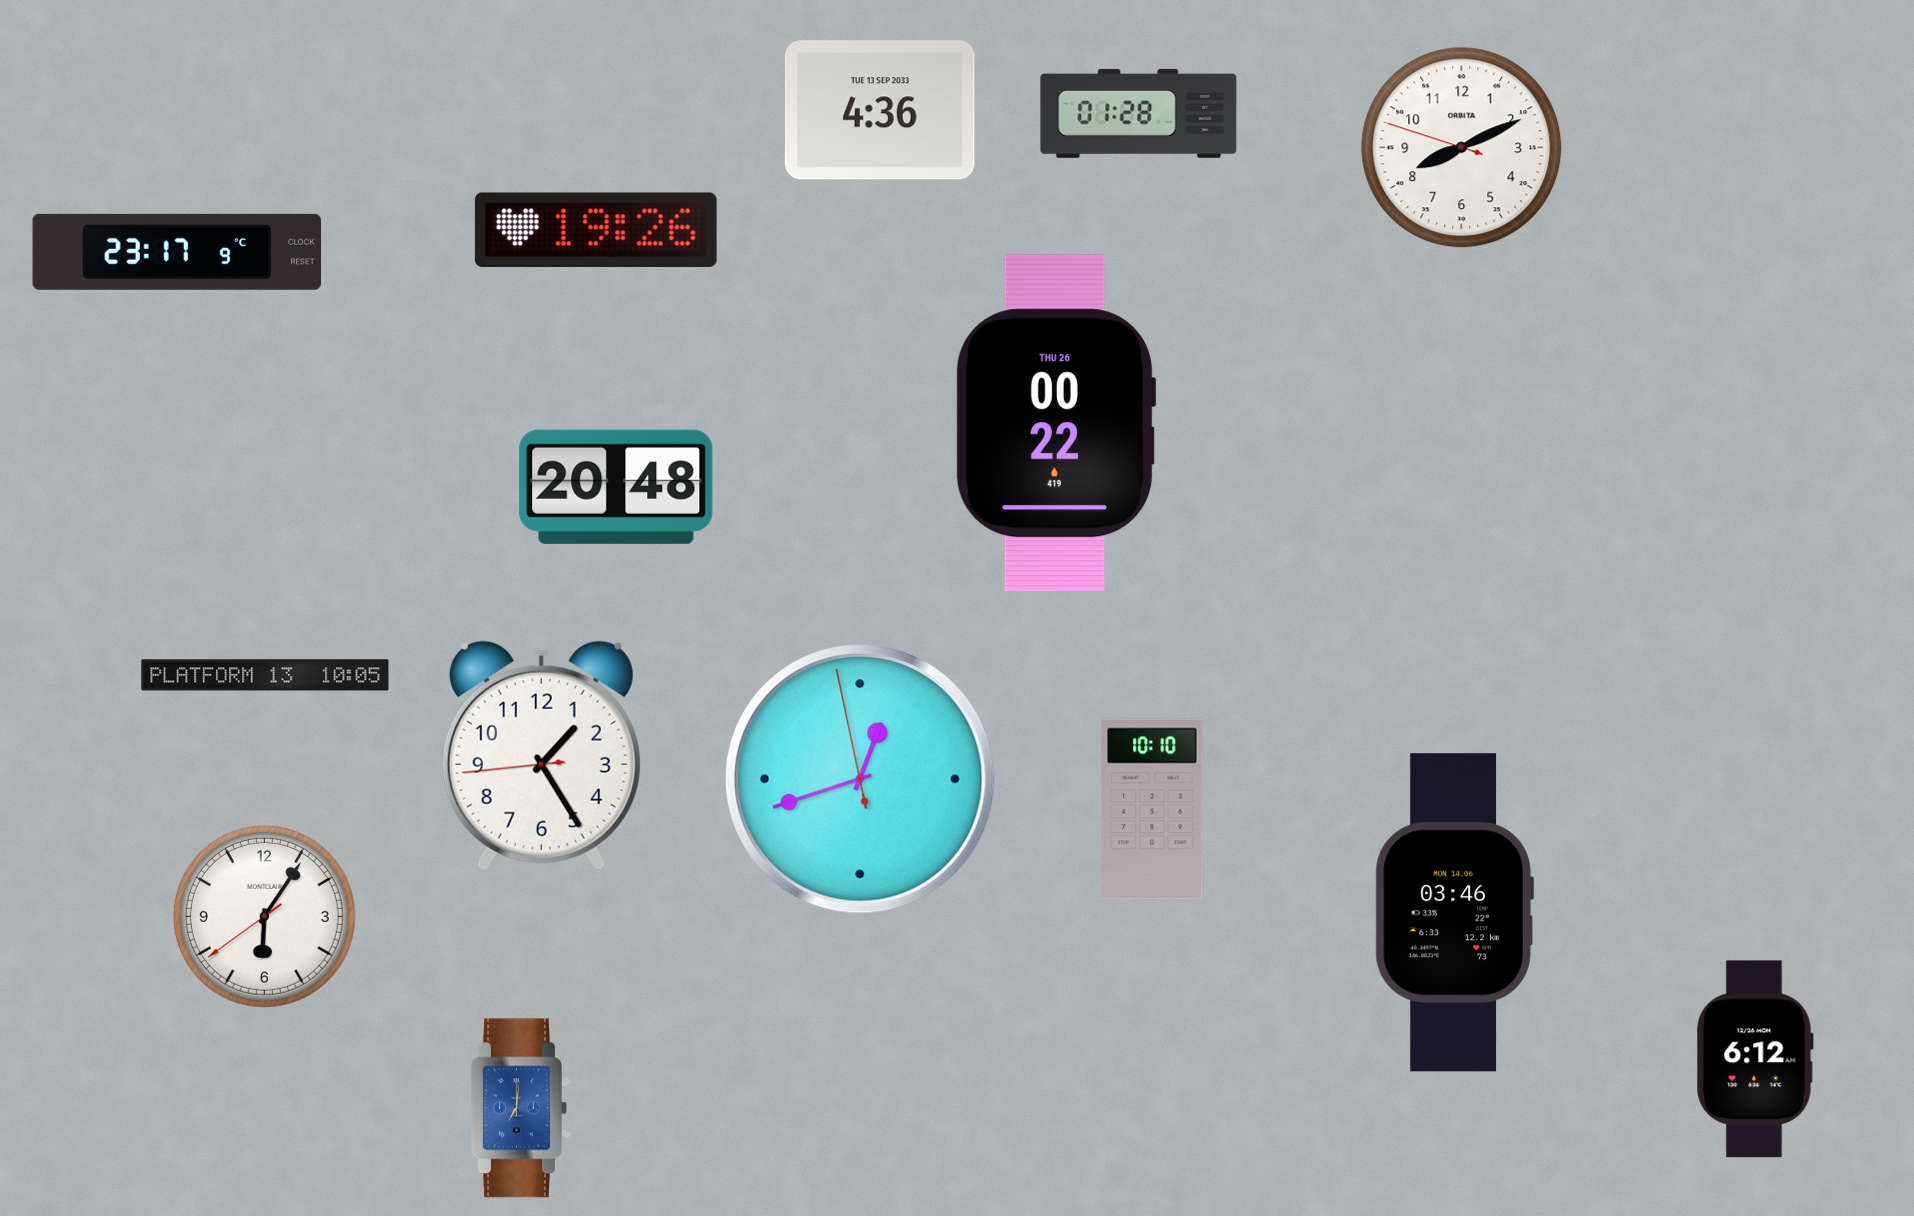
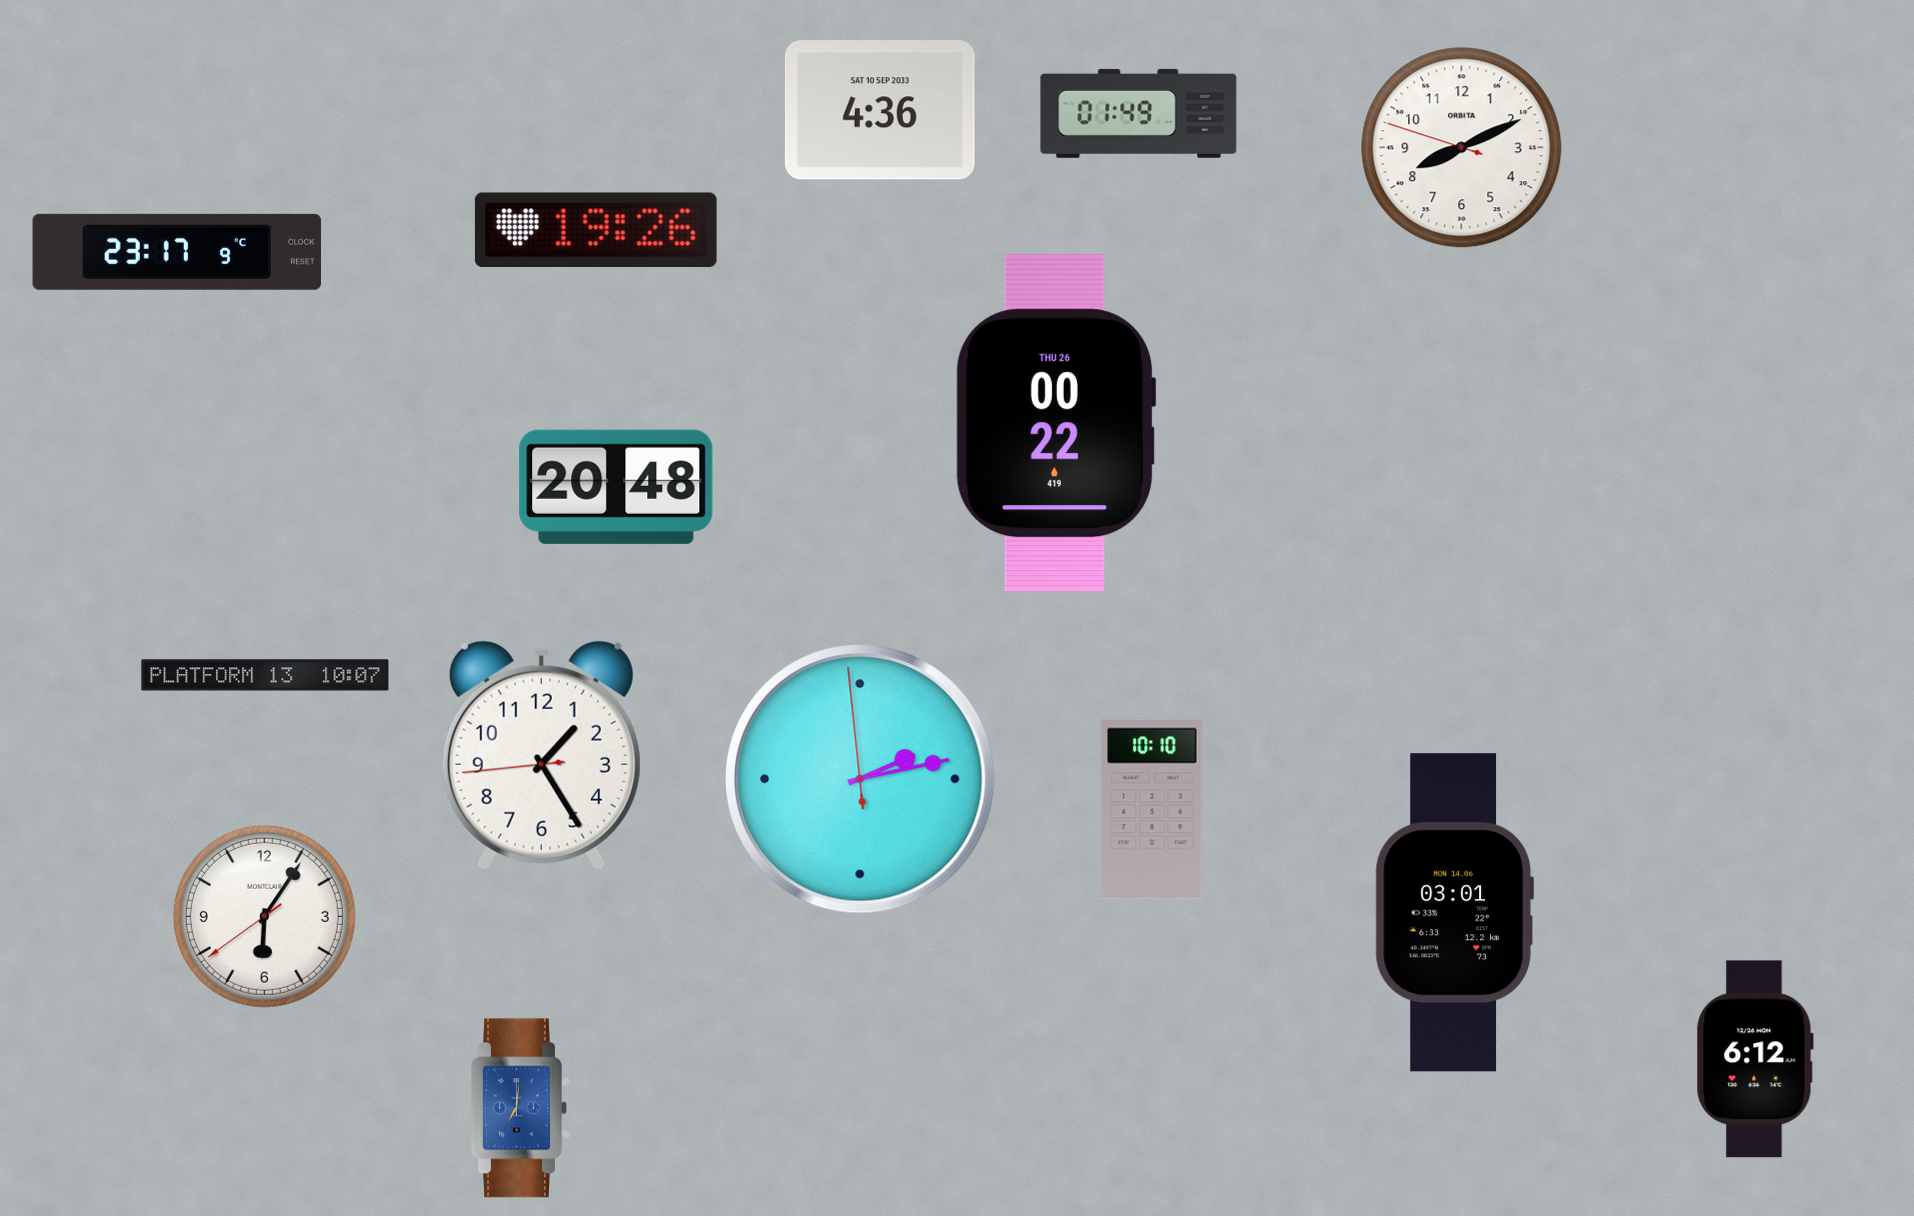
clock at (880, 110) date: TUE 13 SEP 2033 -> SAT 10 SEP 2033
clock at (1139, 113): 01:28 -> 01:49
clock at (265, 675): 10:05 -> 10:07
clock at (861, 780): 12:41 -> 2:12
clock at (1454, 913): 03:46 -> 03:01
